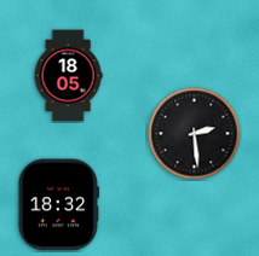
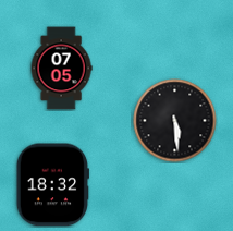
clock at (68, 76): 18:05 -> 07:05
clock at (195, 134): 2:29 -> 5:29
